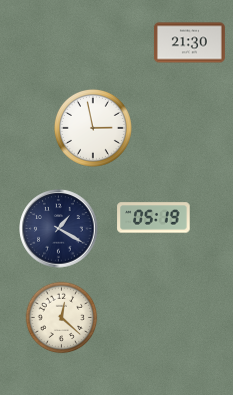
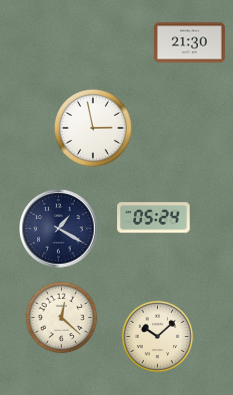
clock at (154, 218): 05:19 -> 05:24
clock at (158, 337): none -> 10:08
